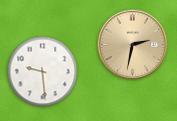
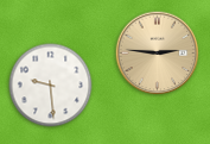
clock at (133, 45): 2:32 -> 2:46
